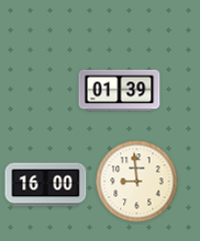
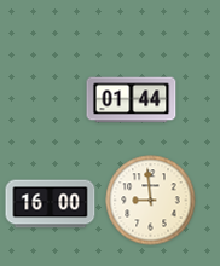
clock at (120, 91): 01:39 -> 01:44
